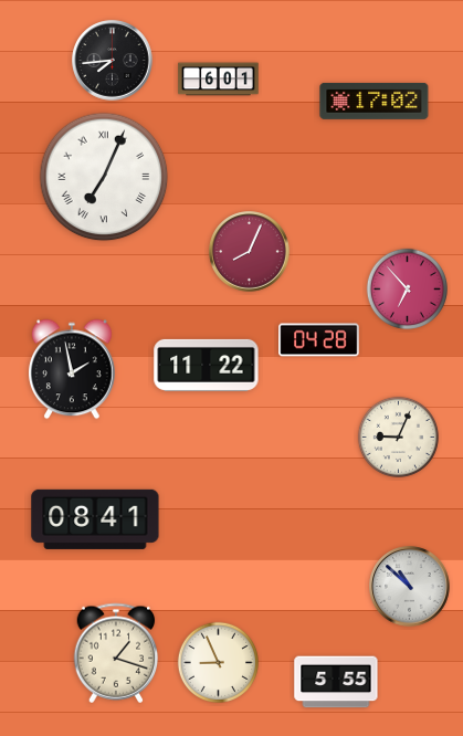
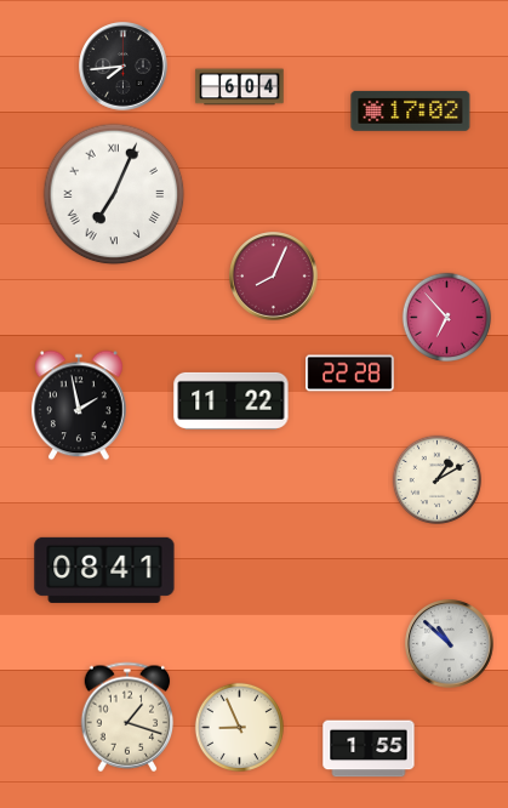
clock at (219, 80): 6:01 -> 6:04
clock at (319, 340): 04:28 -> 22:28
clock at (207, 365) position: (207, 365) -> (232, 400)
clock at (398, 437): 9:04 -> 1:10
clock at (336, 682): 5:55 -> 1:55
